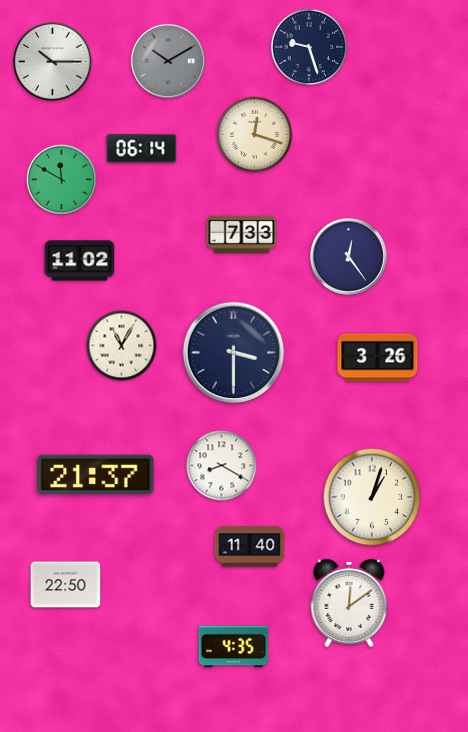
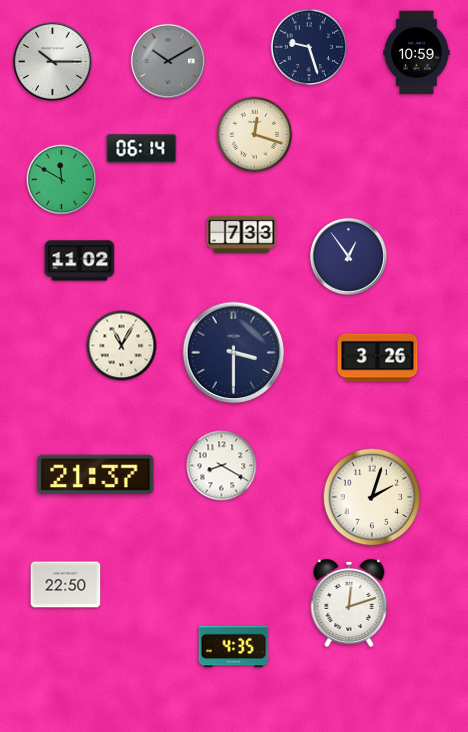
clock at (417, 53): none -> 10:59
clock at (348, 256): 12:24 -> 12:54
clock at (372, 497): 1:03 -> 2:03
clock at (250, 547): 11:40 -> none
clock at (349, 603): 12:09 -> 12:12
